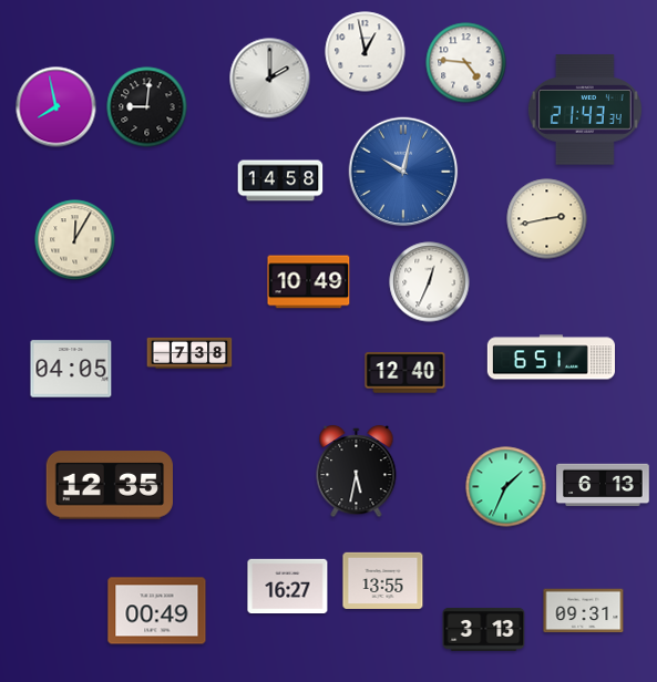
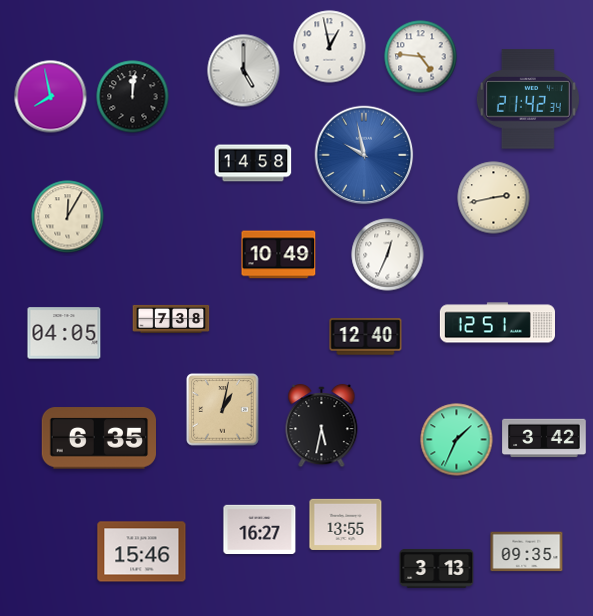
clock at (270, 79): 2:00 -> 5:00
clock at (147, 107): 9:01 -> 12:01
clock at (585, 110): 21:43 -> 21:42
clock at (403, 172): 10:02 -> 9:58
clock at (551, 358): 6:51 -> 12:51
clock at (223, 410): none -> 1:02
clock at (109, 485): 12:35 -> 6:35
clock at (603, 485): 6:13 -> 3:42
clock at (157, 611): 00:49 -> 15:46
clock at (584, 611): 09:31 -> 09:35
